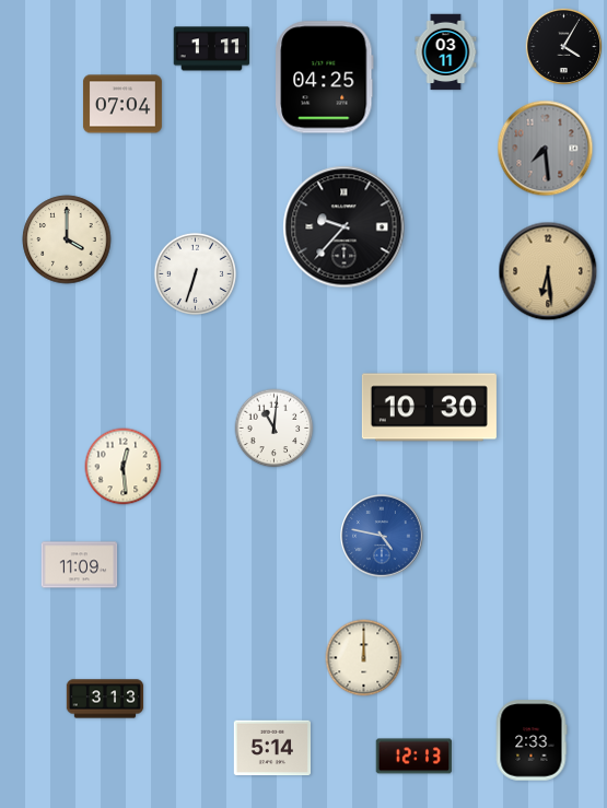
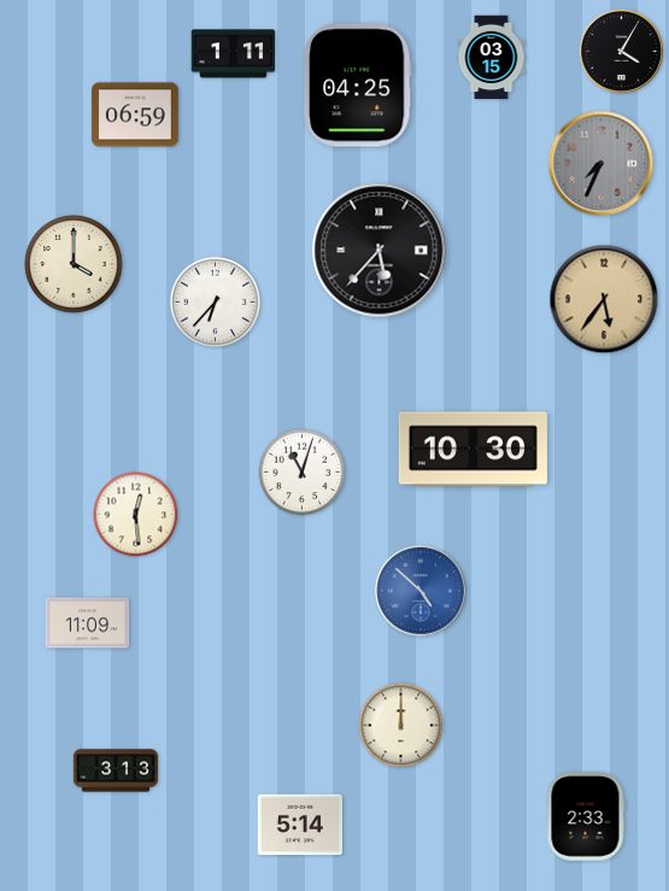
clock at (446, 52): 03:11 -> 03:15
clock at (122, 104): 07:04 -> 06:59
clock at (546, 149): 7:29 -> 7:34
clock at (345, 227): 9:37 -> 5:37
clock at (548, 271): 6:29 -> 5:36
clock at (195, 273): 6:33 -> 6:37
clock at (275, 429): 11:01 -> 11:03
clock at (382, 536): 4:47 -> 4:52
clock at (415, 757): 12:13 -> none
